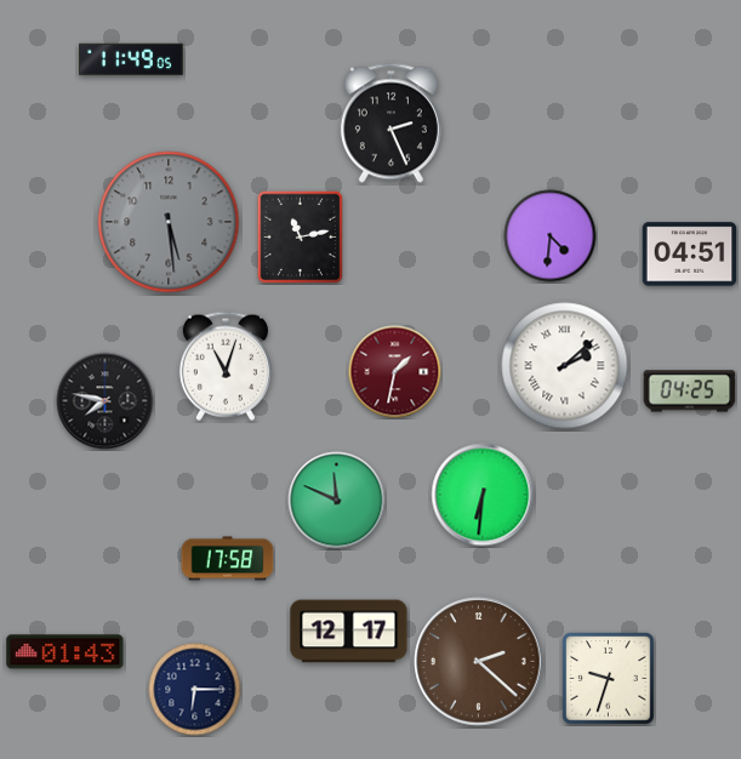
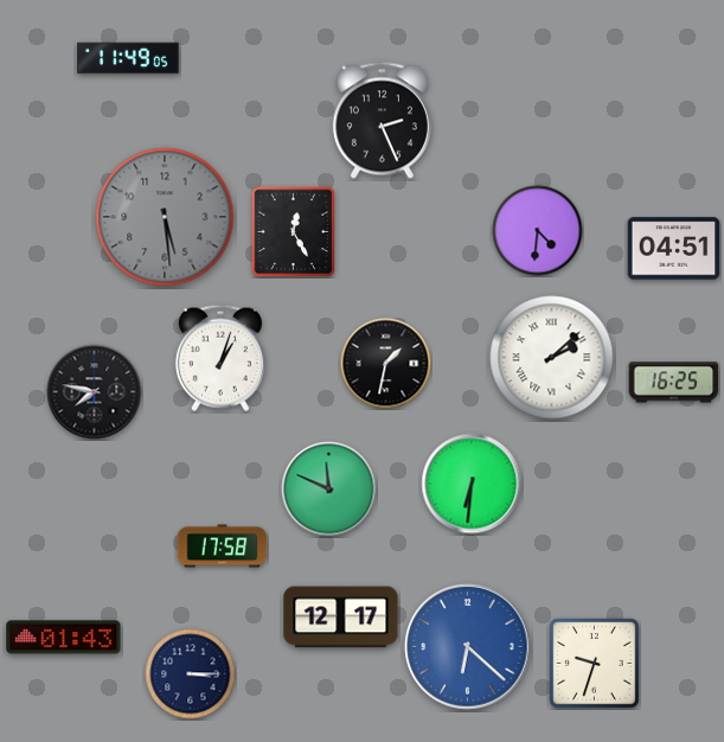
clock at (301, 236): 11:13 -> 12:25
clock at (226, 366): 11:03 -> 1:03
clock at (395, 372) dial: burgundy -> black
clock at (690, 392): 04:25 -> 16:25
clock at (106, 401) position: (106, 401) -> (95, 392)
clock at (479, 662): 2:22 -> 6:22
clock at (479, 662) dial: brown -> blue
clock at (195, 690): 6:15 -> 3:15
